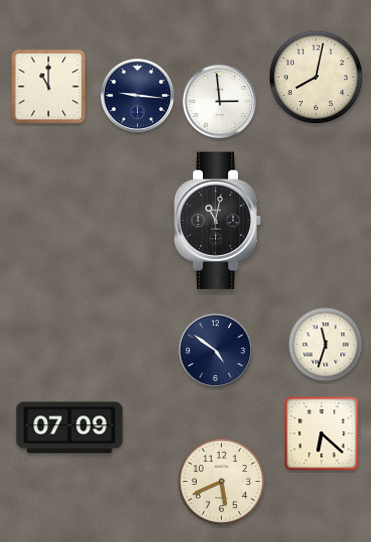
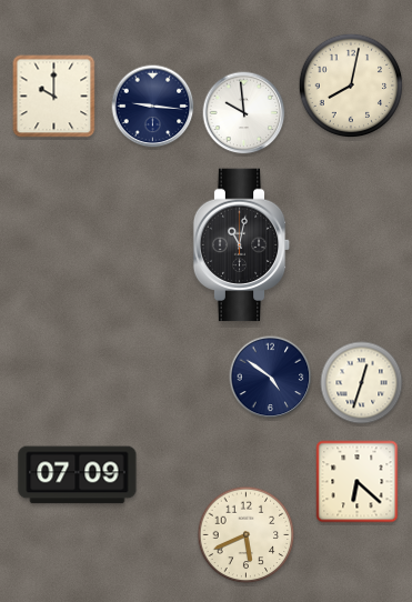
clock at (49, 87): 11:00 -> 10:00
clock at (220, 102): 2:59 -> 9:59
clock at (326, 345): 11:33 -> 12:33
clock at (216, 351) position: (216, 351) -> (271, 378)
